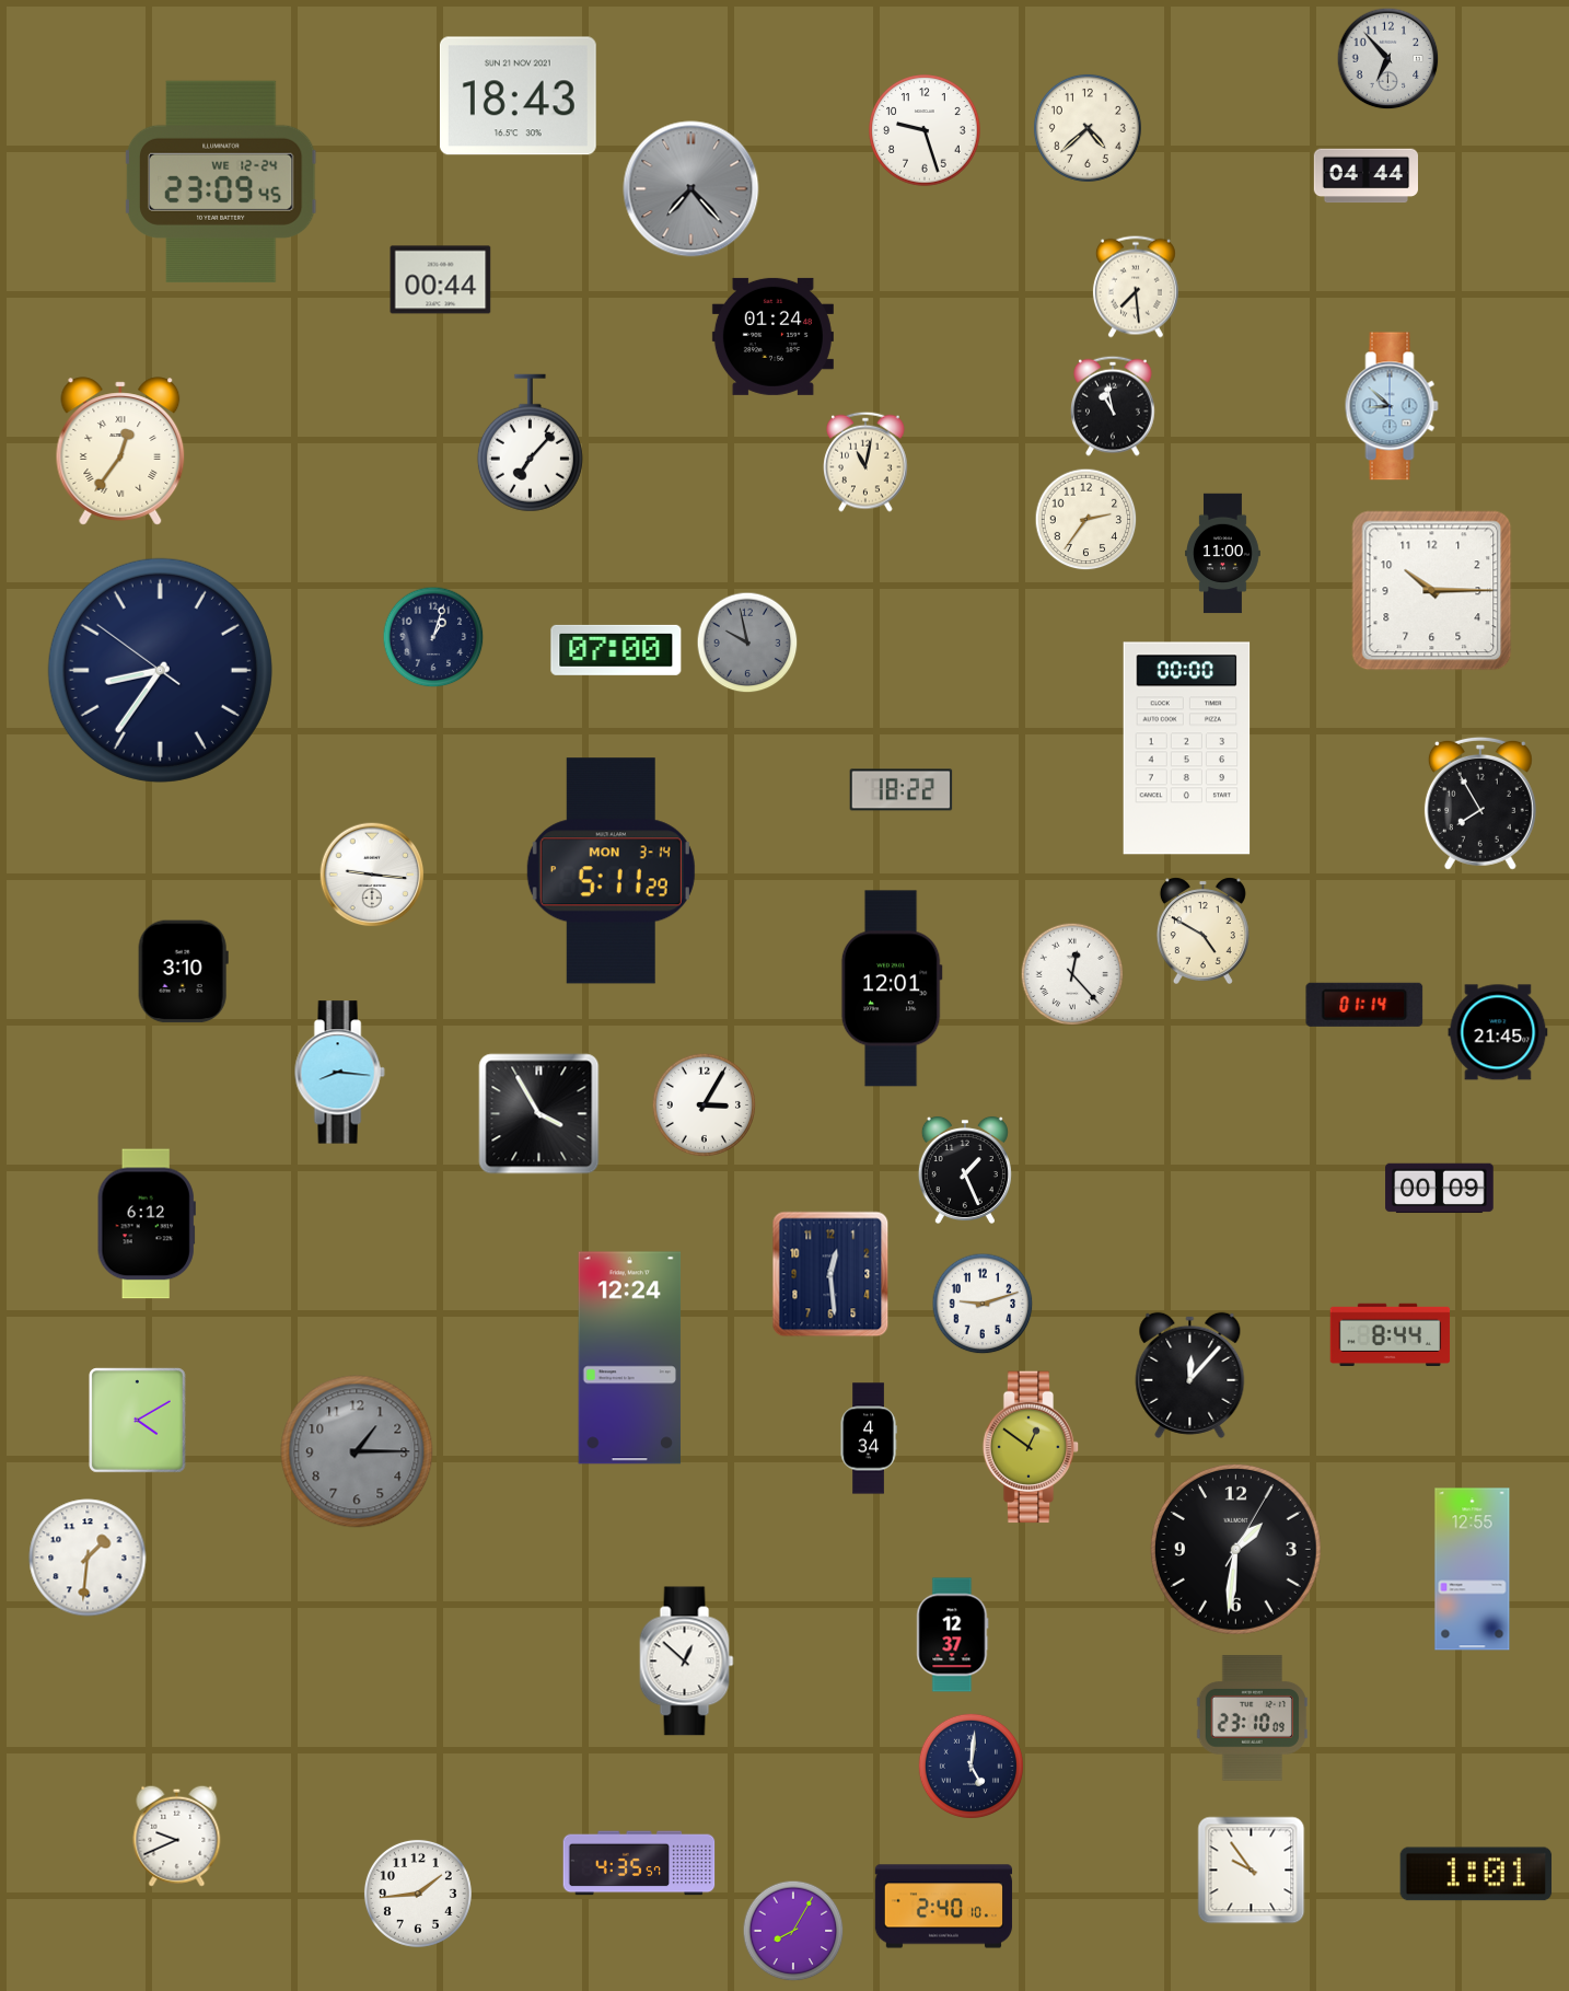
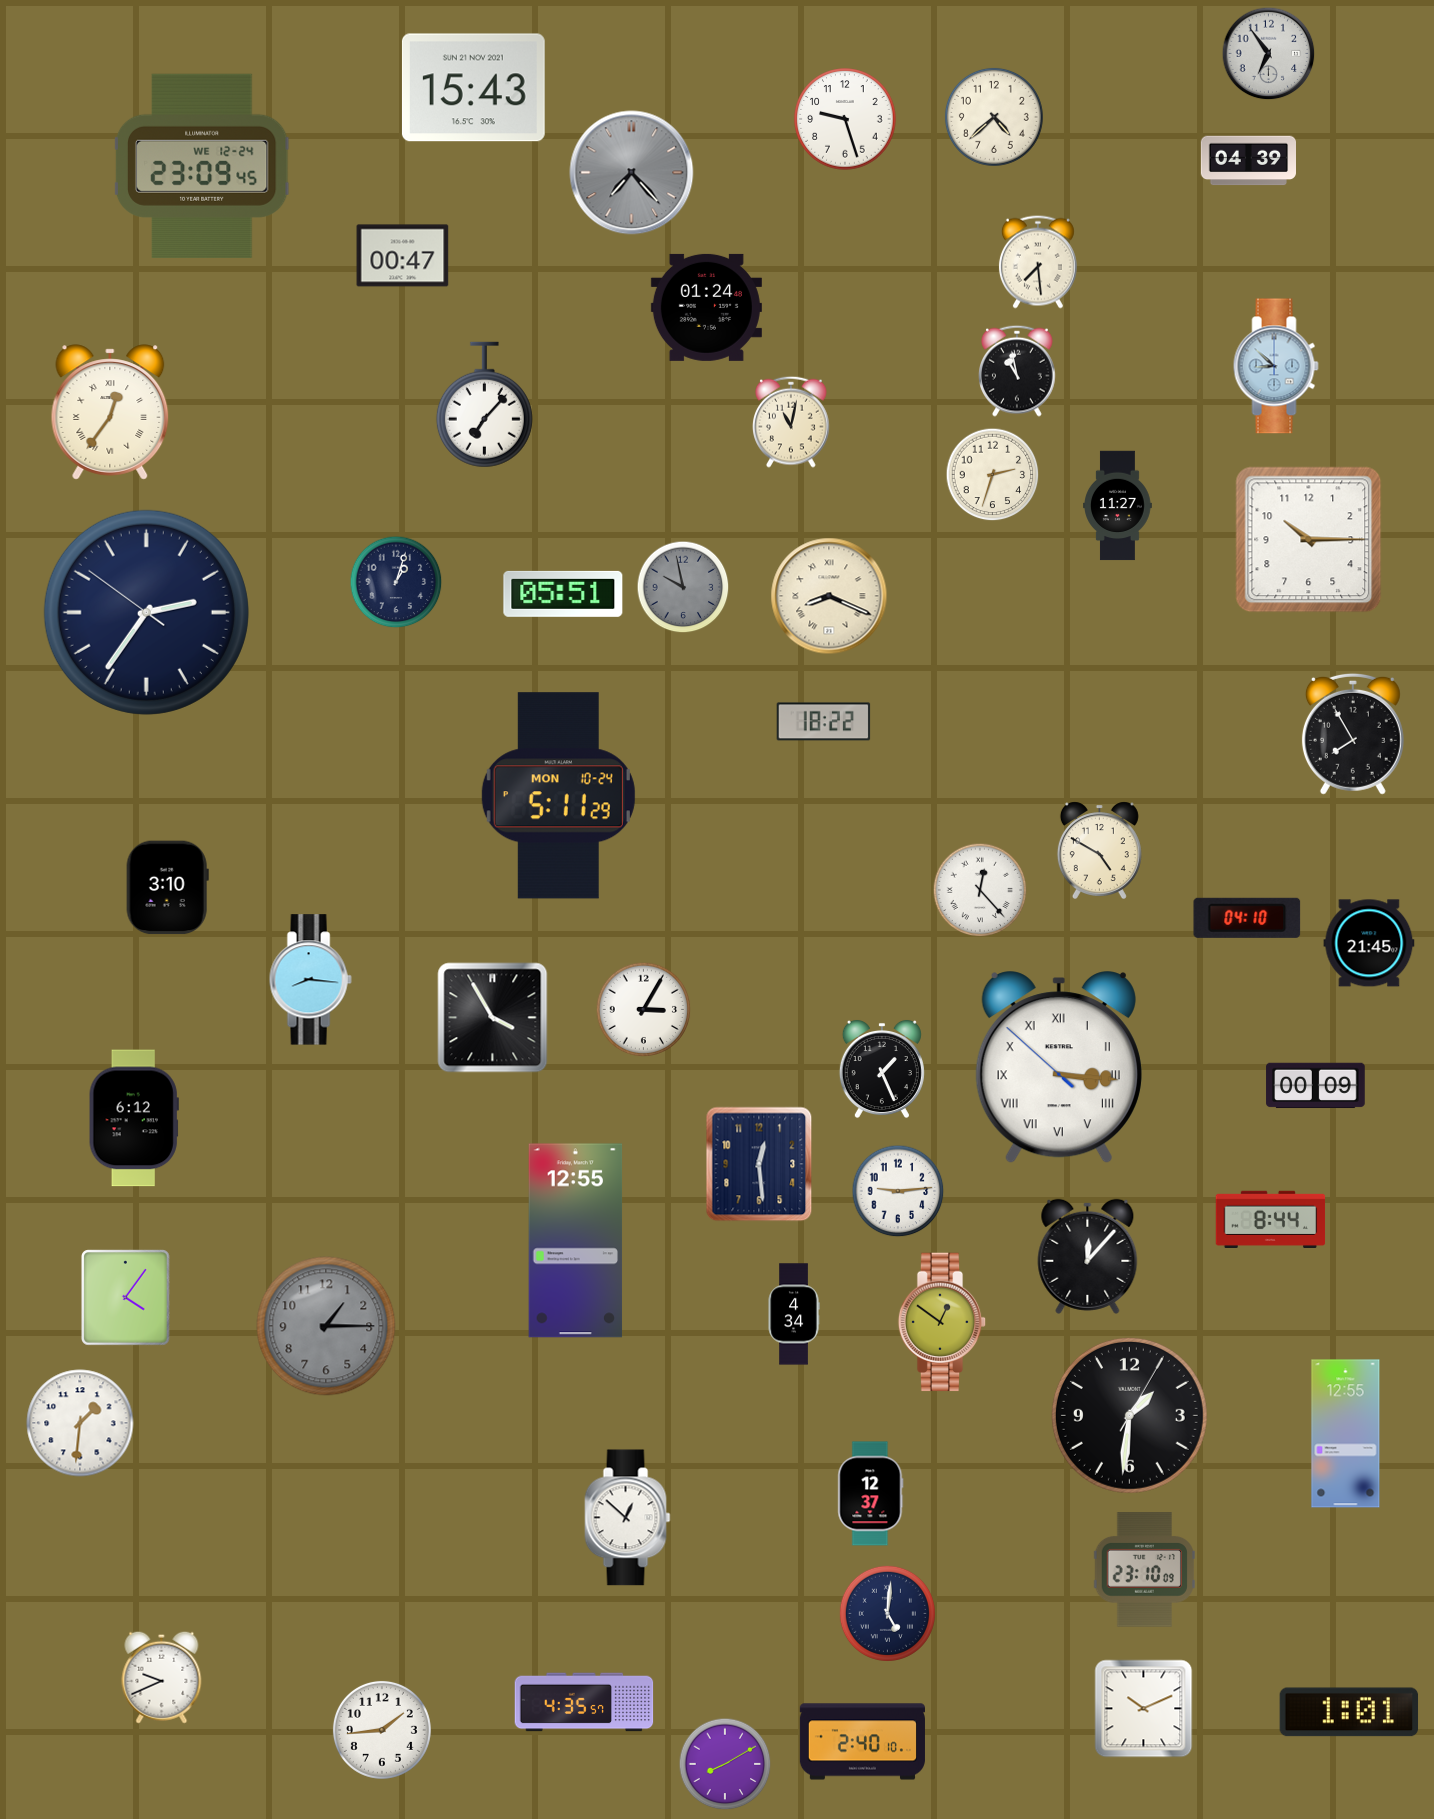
clock at (1388, 59): 6:53 -> 6:54
clock at (518, 96): 18:43 -> 15:43
clock at (1365, 176): 04:44 -> 04:39
clock at (441, 280): 00:44 -> 00:47
clock at (1392, 406) position: (1392, 406) -> (1276, 366)
clock at (1086, 520): 2:36 -> 2:33
clock at (1223, 554): 11:00 -> 11:27
clock at (616, 650): 07:00 -> 05:51
clock at (829, 596): none -> 8:19
clock at (160, 670): 8:35 -> 2:35
clock at (1187, 749): 00:00 -> none
clock at (611, 871) date: MON 3-14 -> MON 10-24
clock at (372, 875): 9:16 -> none
clock at (892, 988): 12:01 -> none
clock at (1364, 1005): 01:14 -> 04:10
clock at (1059, 1068): none -> 3:15
clock at (983, 1304): 9:12 -> 9:14
clock at (630, 1358): 12:24 -> 12:55
clock at (138, 1421): 4:10 -> 4:06
clock at (1252, 1871): 9:54 -> 10:11
clock at (793, 1931): 8:05 -> 8:10
